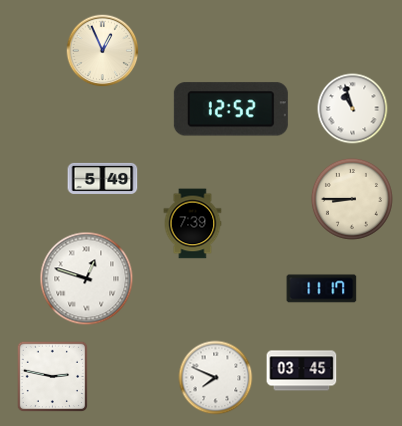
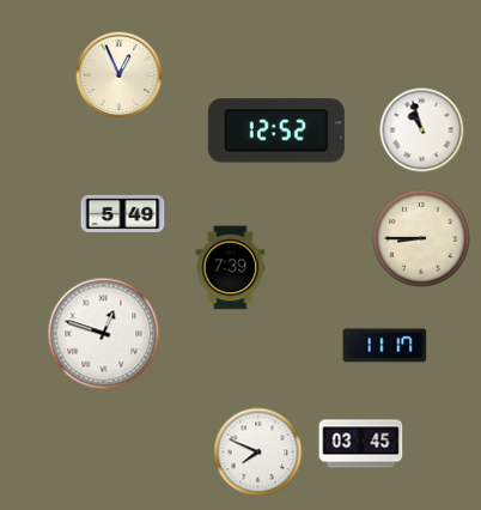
clock at (103, 51) position: (103, 51) -> (120, 75)
clock at (53, 377): 2:47 -> none
